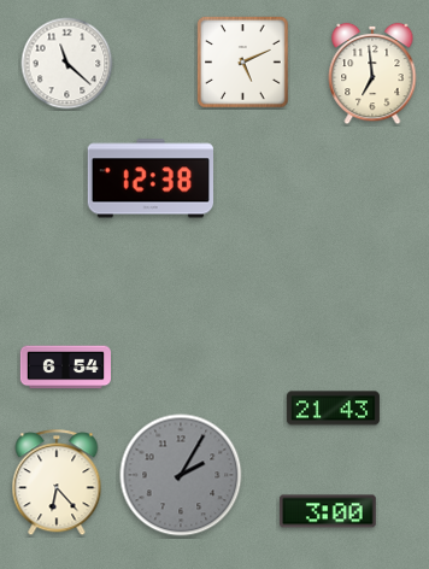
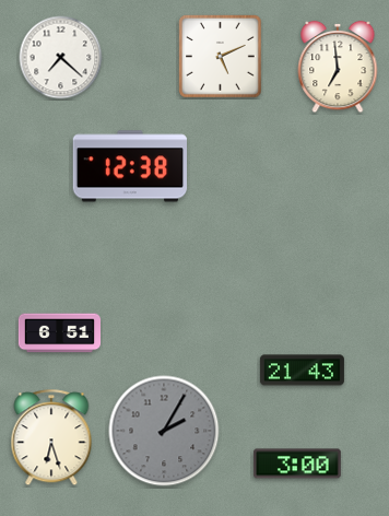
clock at (67, 64): 11:22 -> 7:22
clock at (149, 178) position: (149, 178) -> (129, 166)
clock at (65, 368): 6:54 -> 6:51
clock at (57, 483): 6:23 -> 6:27
